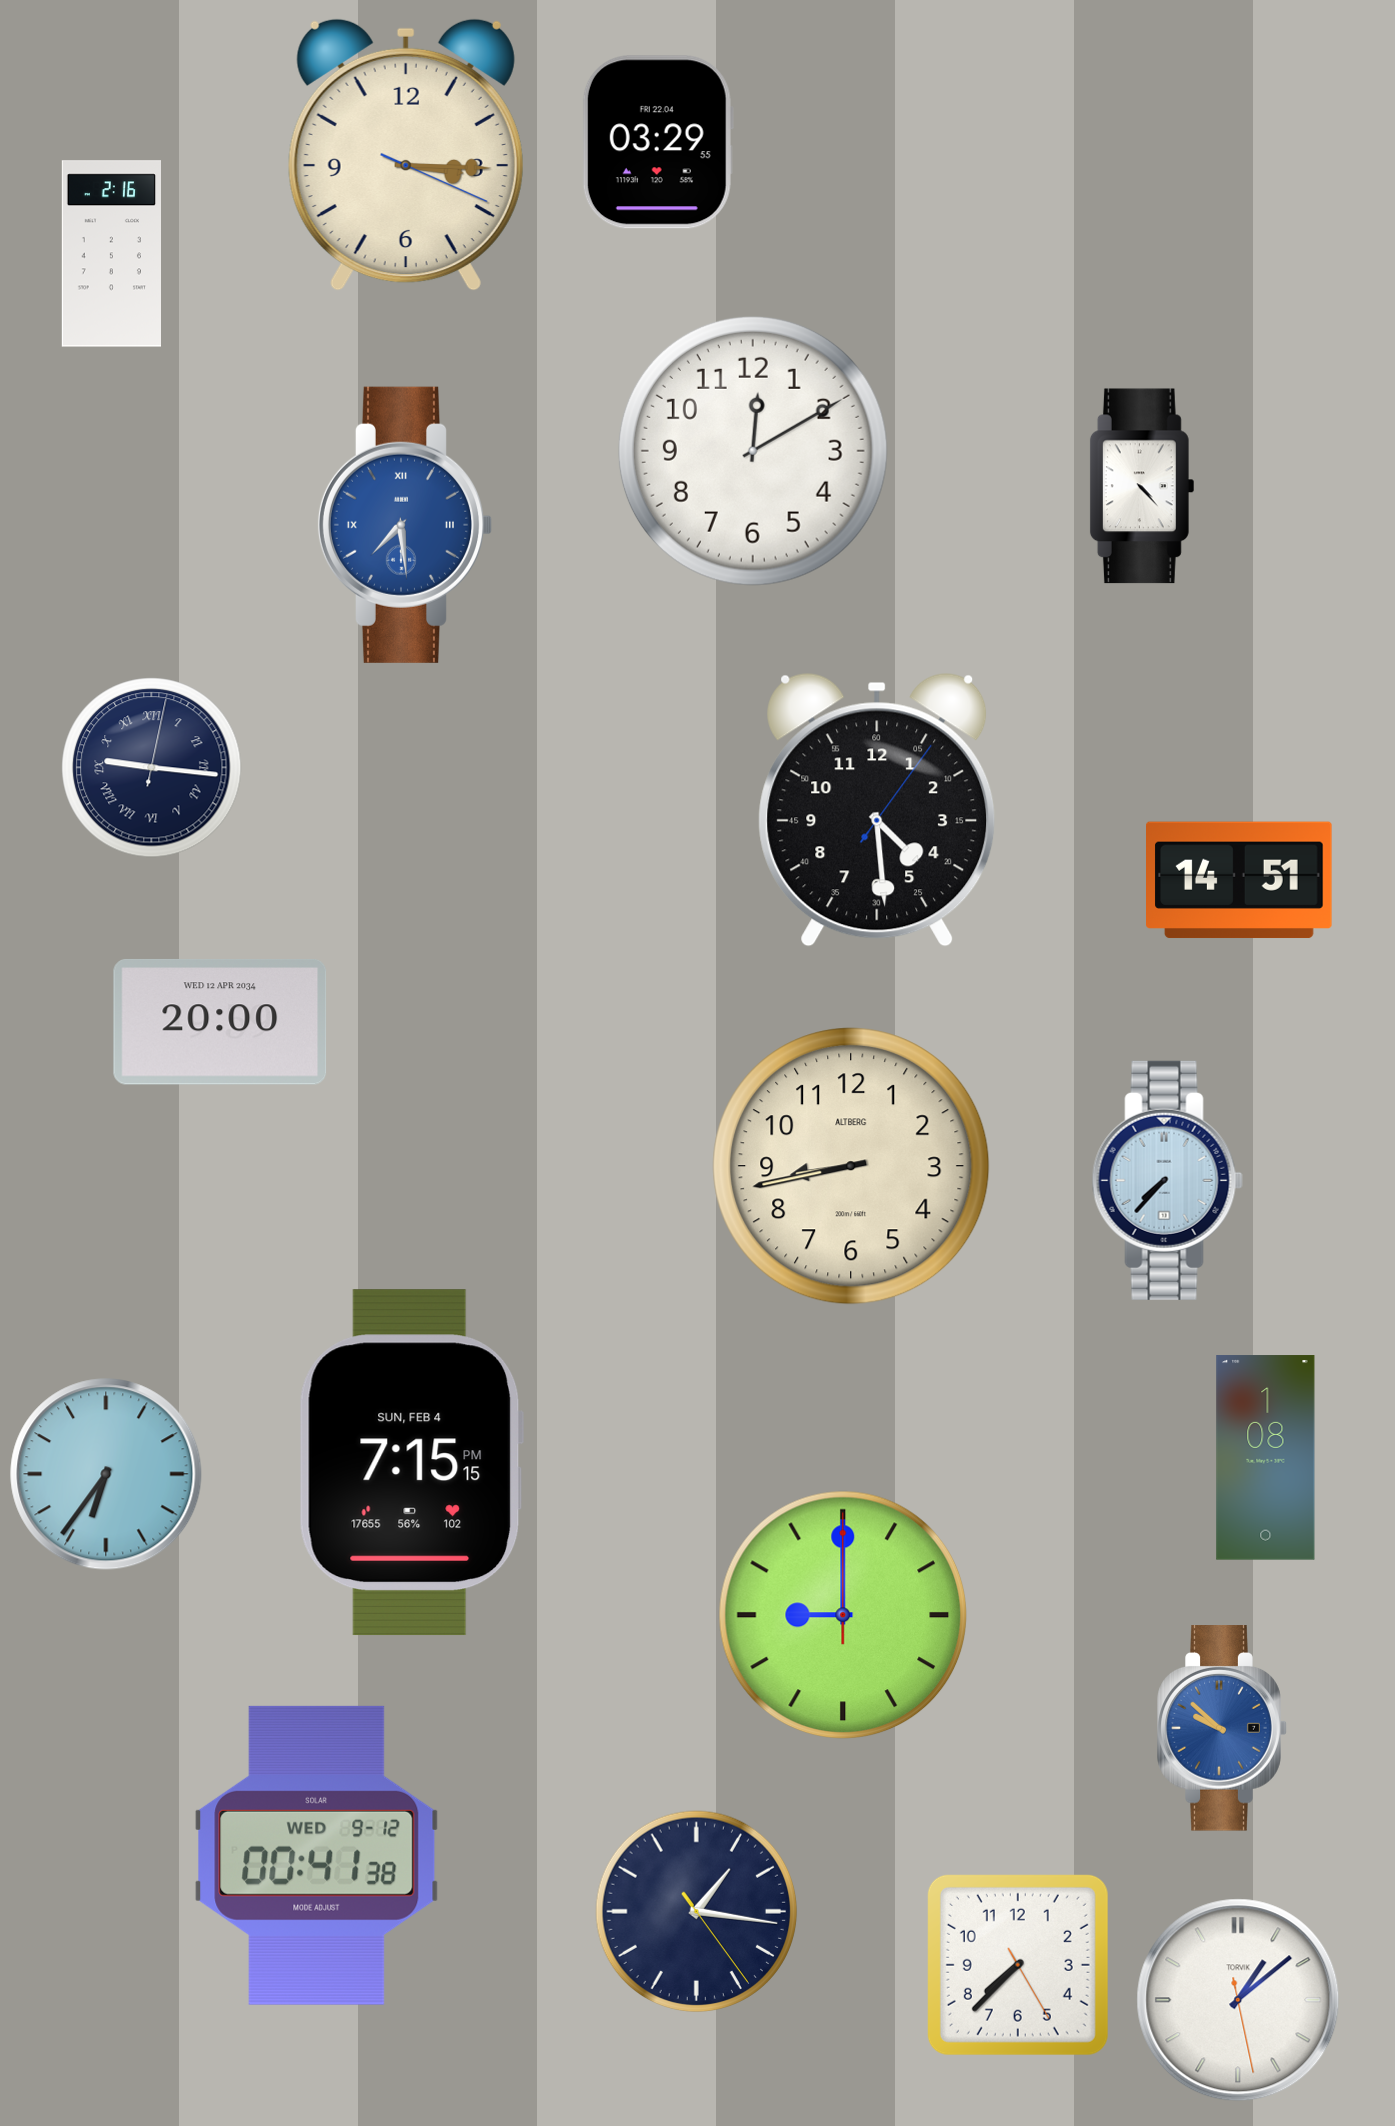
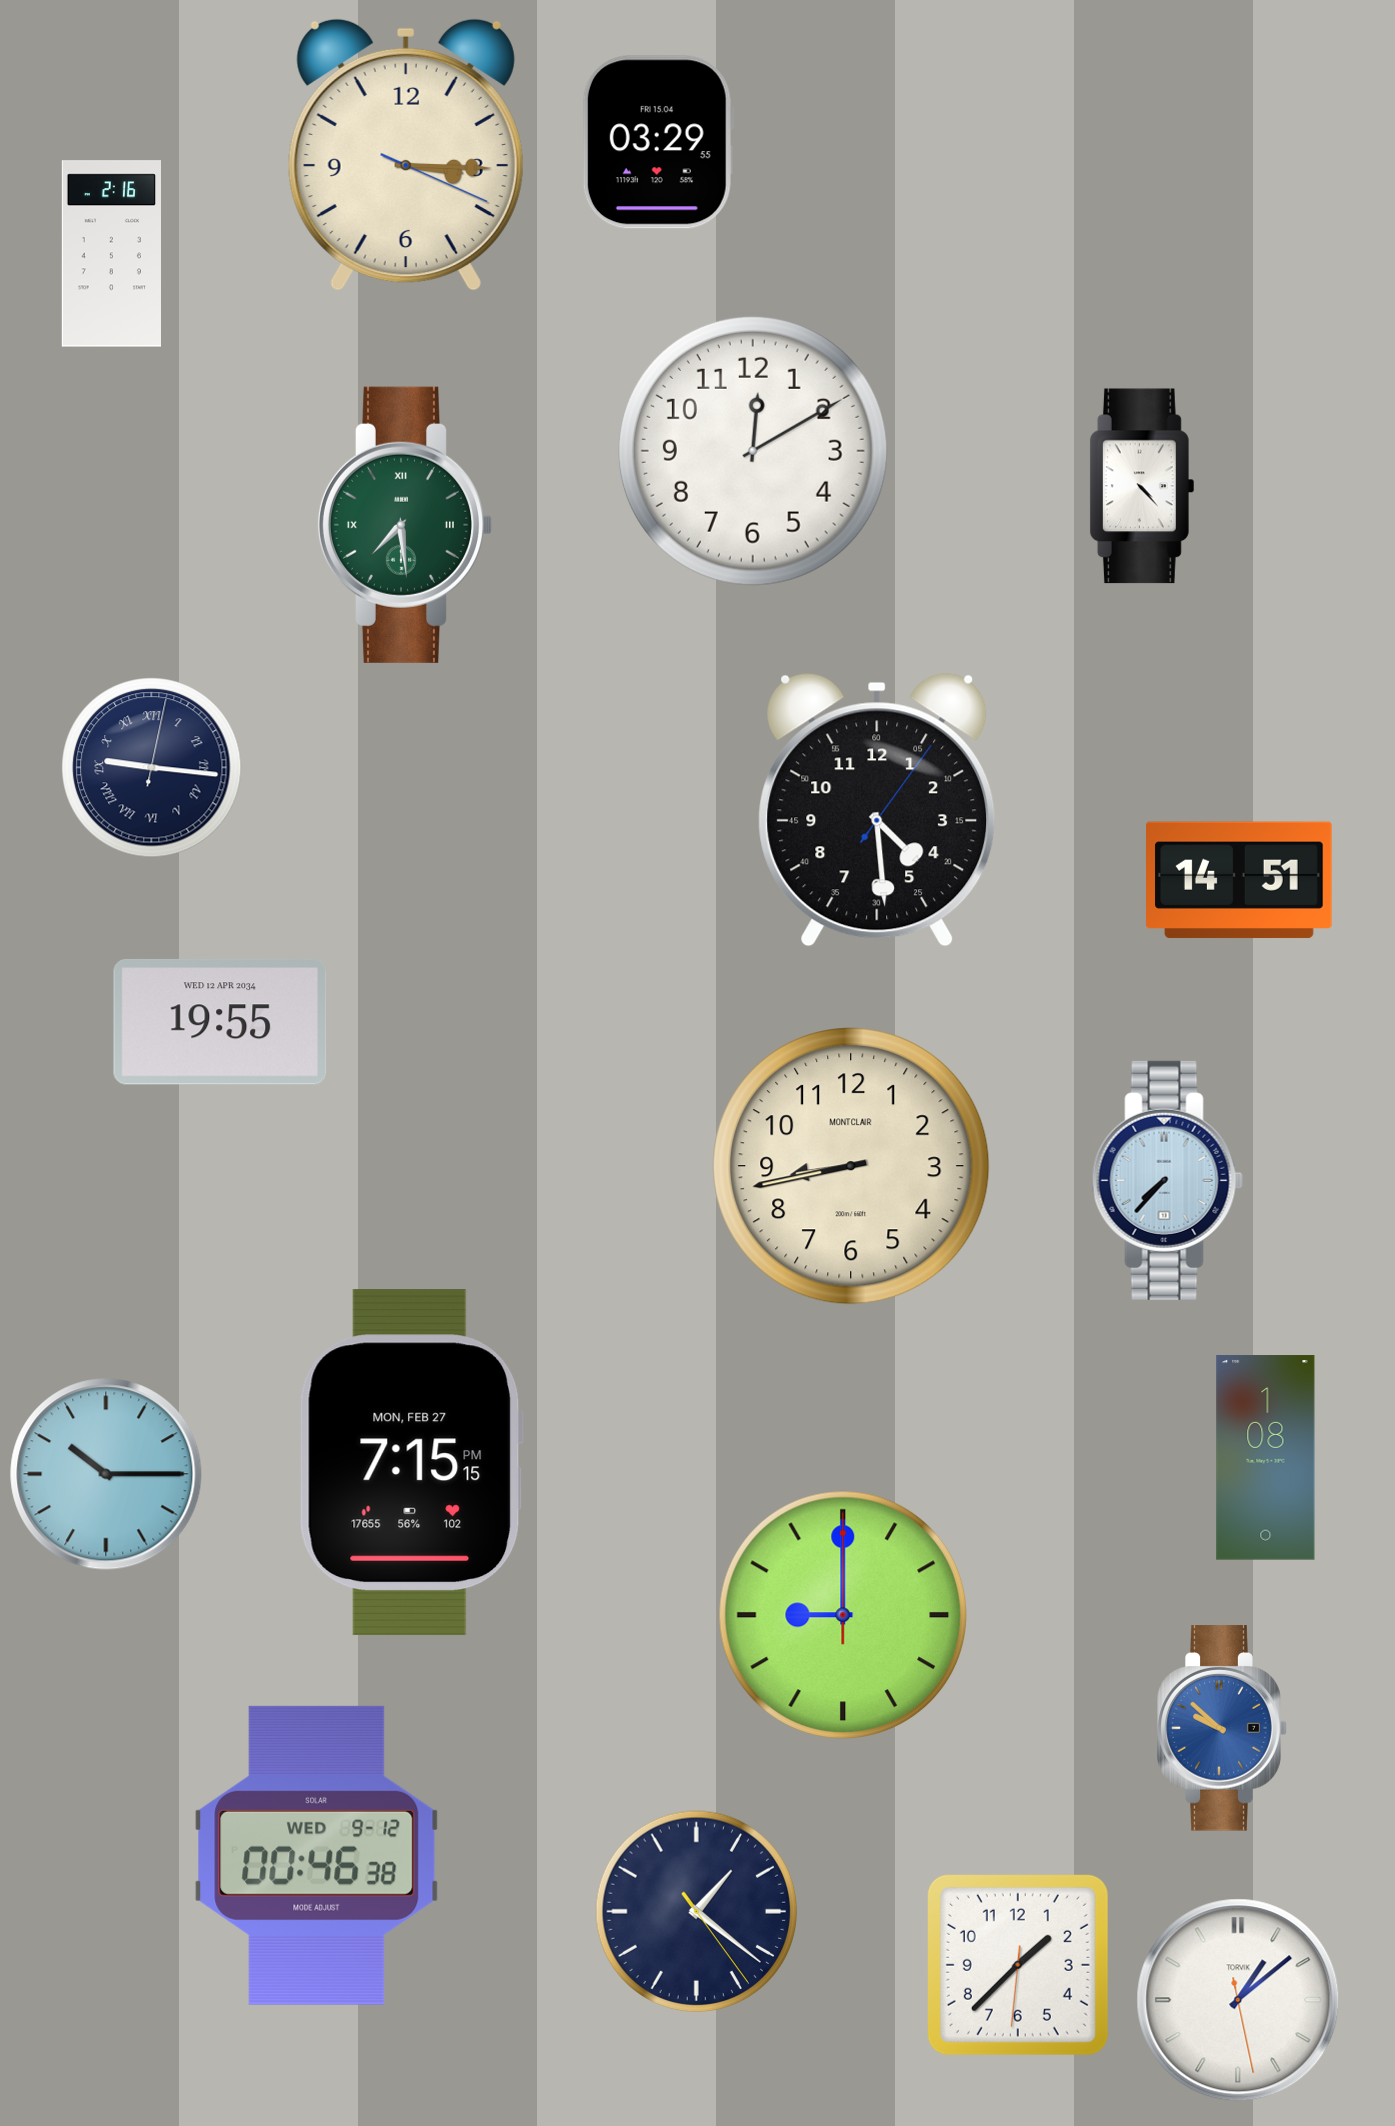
clock at (658, 142) date: FRI 22.04 -> FRI 15.04
clock at (404, 525) dial: blue -> green
clock at (220, 1022): 20:00 -> 19:55
clock at (851, 1166) brand: ALTBERG -> MONTCLAIR
clock at (410, 1463) date: SUN, FEB 4 -> MON, FEB 27
clock at (106, 1474): 6:36 -> 10:15
clock at (317, 1855): 00:41 -> 00:46
clock at (697, 1912): 1:16 -> 1:21
clock at (1018, 1965): 7:37 -> 1:37
